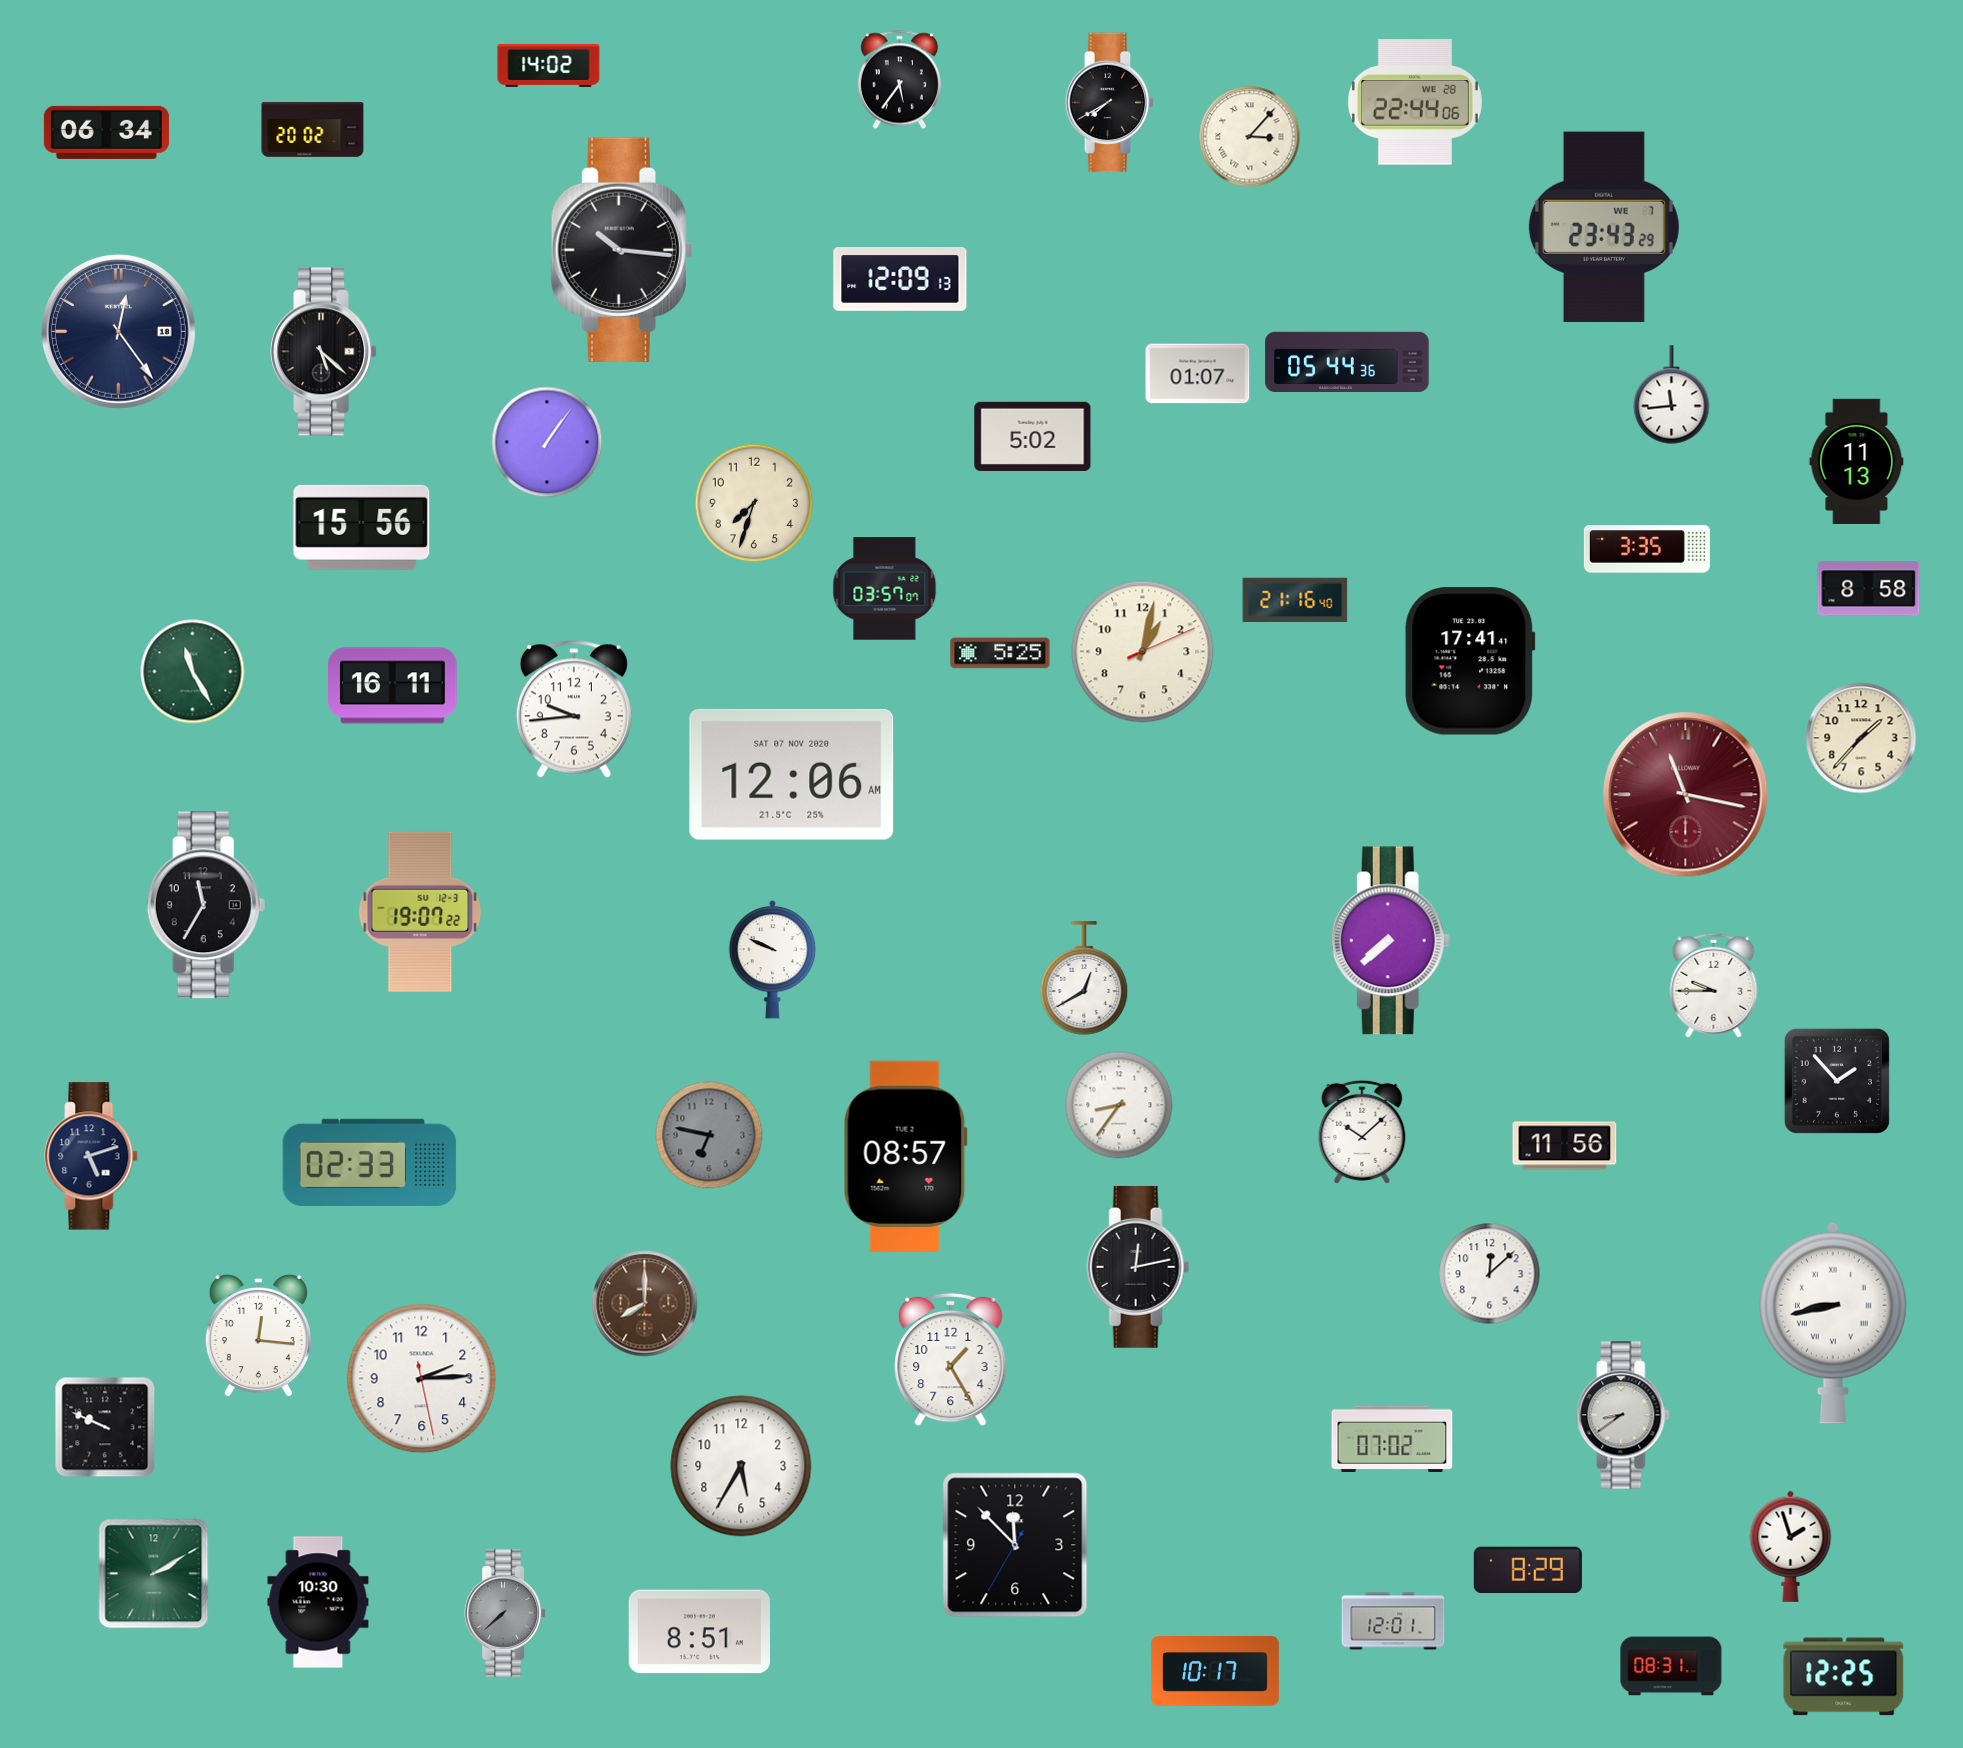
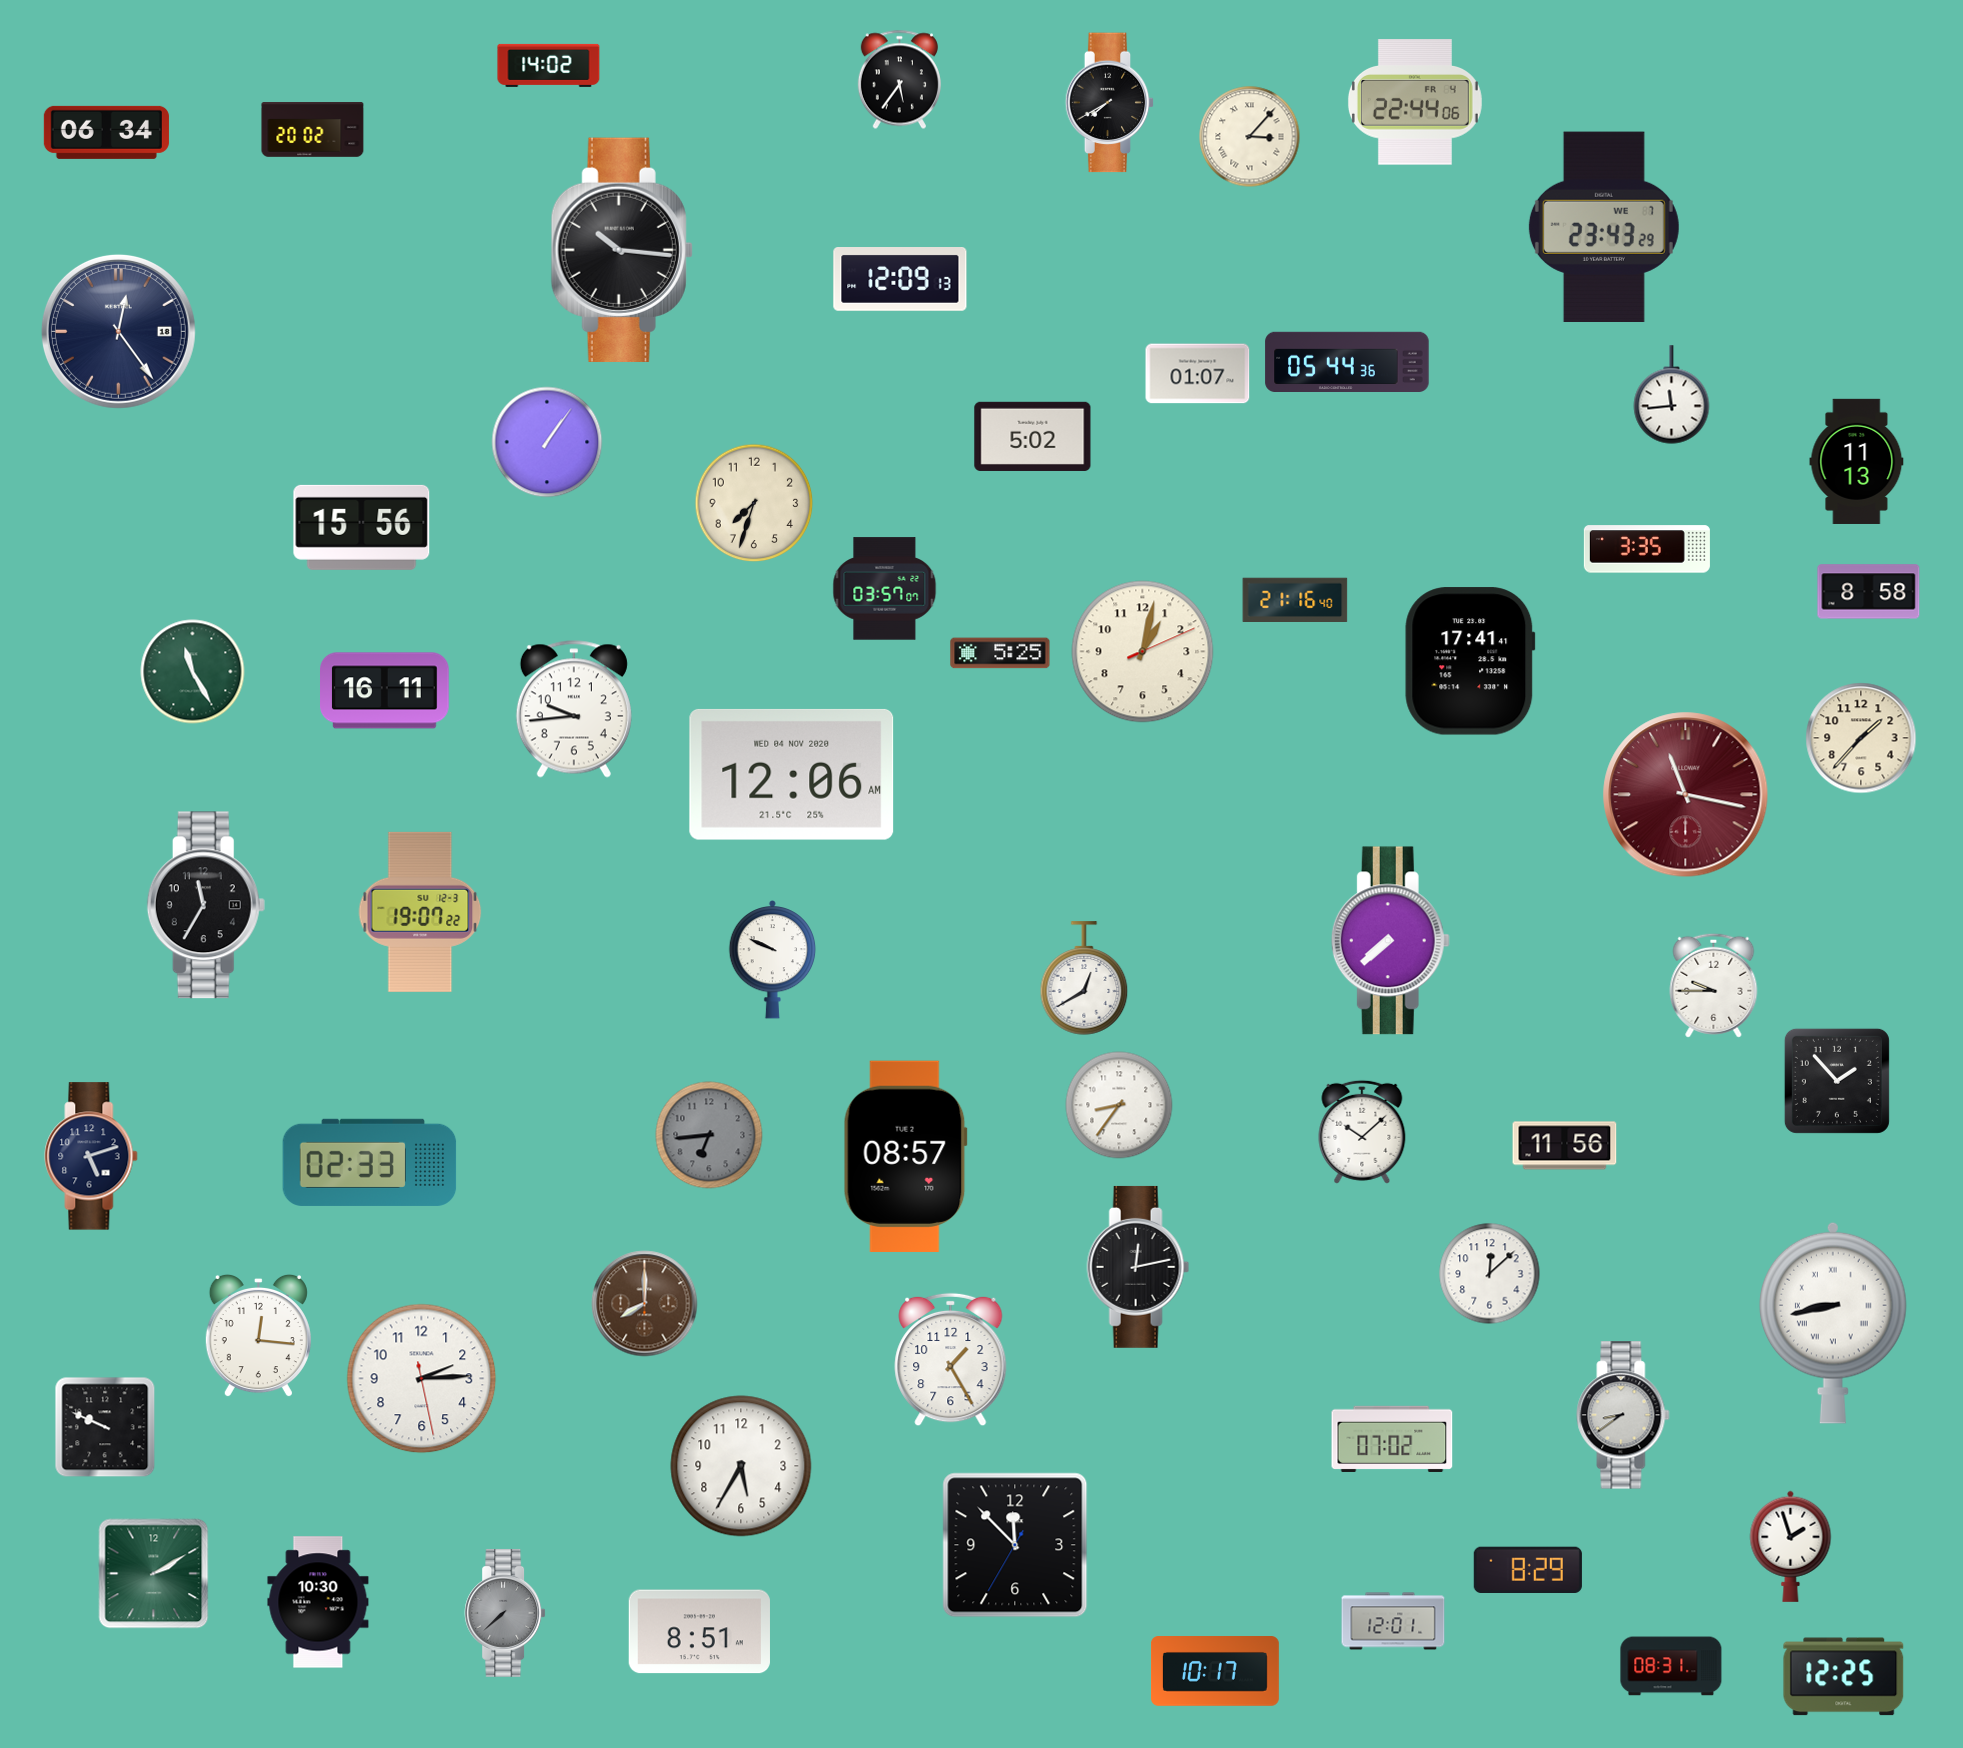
clock at (1415, 102) date: WE 28 -> FR 4
clock at (324, 352): 5:22 -> none
clock at (1869, 589) position: (1869, 589) -> (1869, 592)
clock at (393, 686) position: (393, 686) -> (385, 691)
clock at (792, 774) date: SAT 07 NOV 2020 -> WED 04 NOV 2020
clock at (709, 1135): 6:47 -> 6:44
